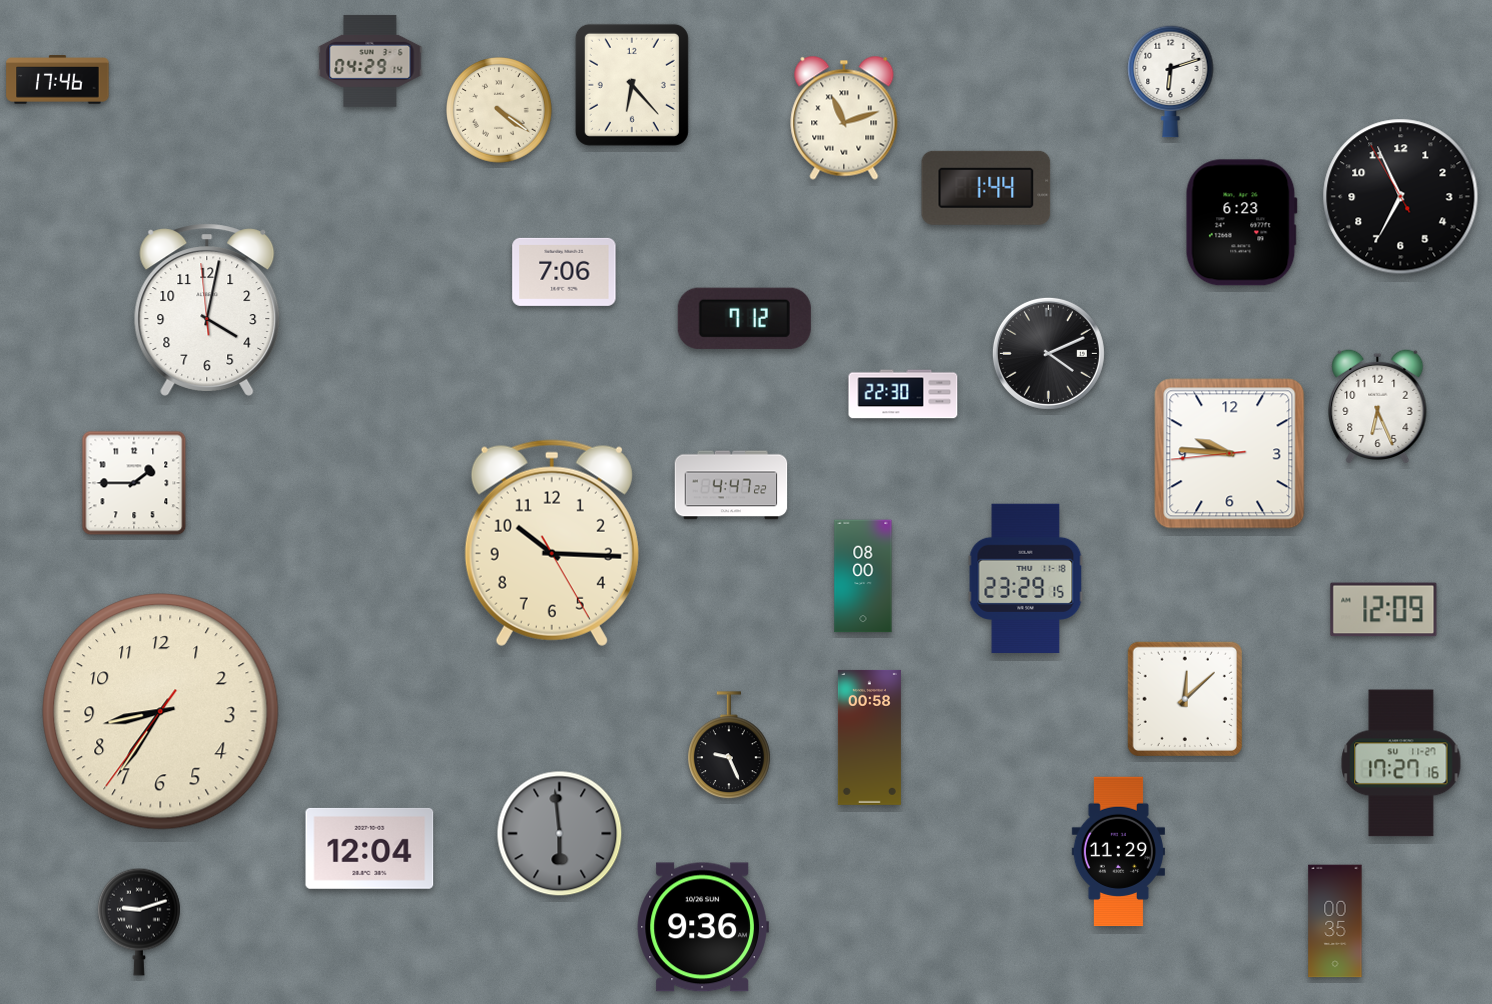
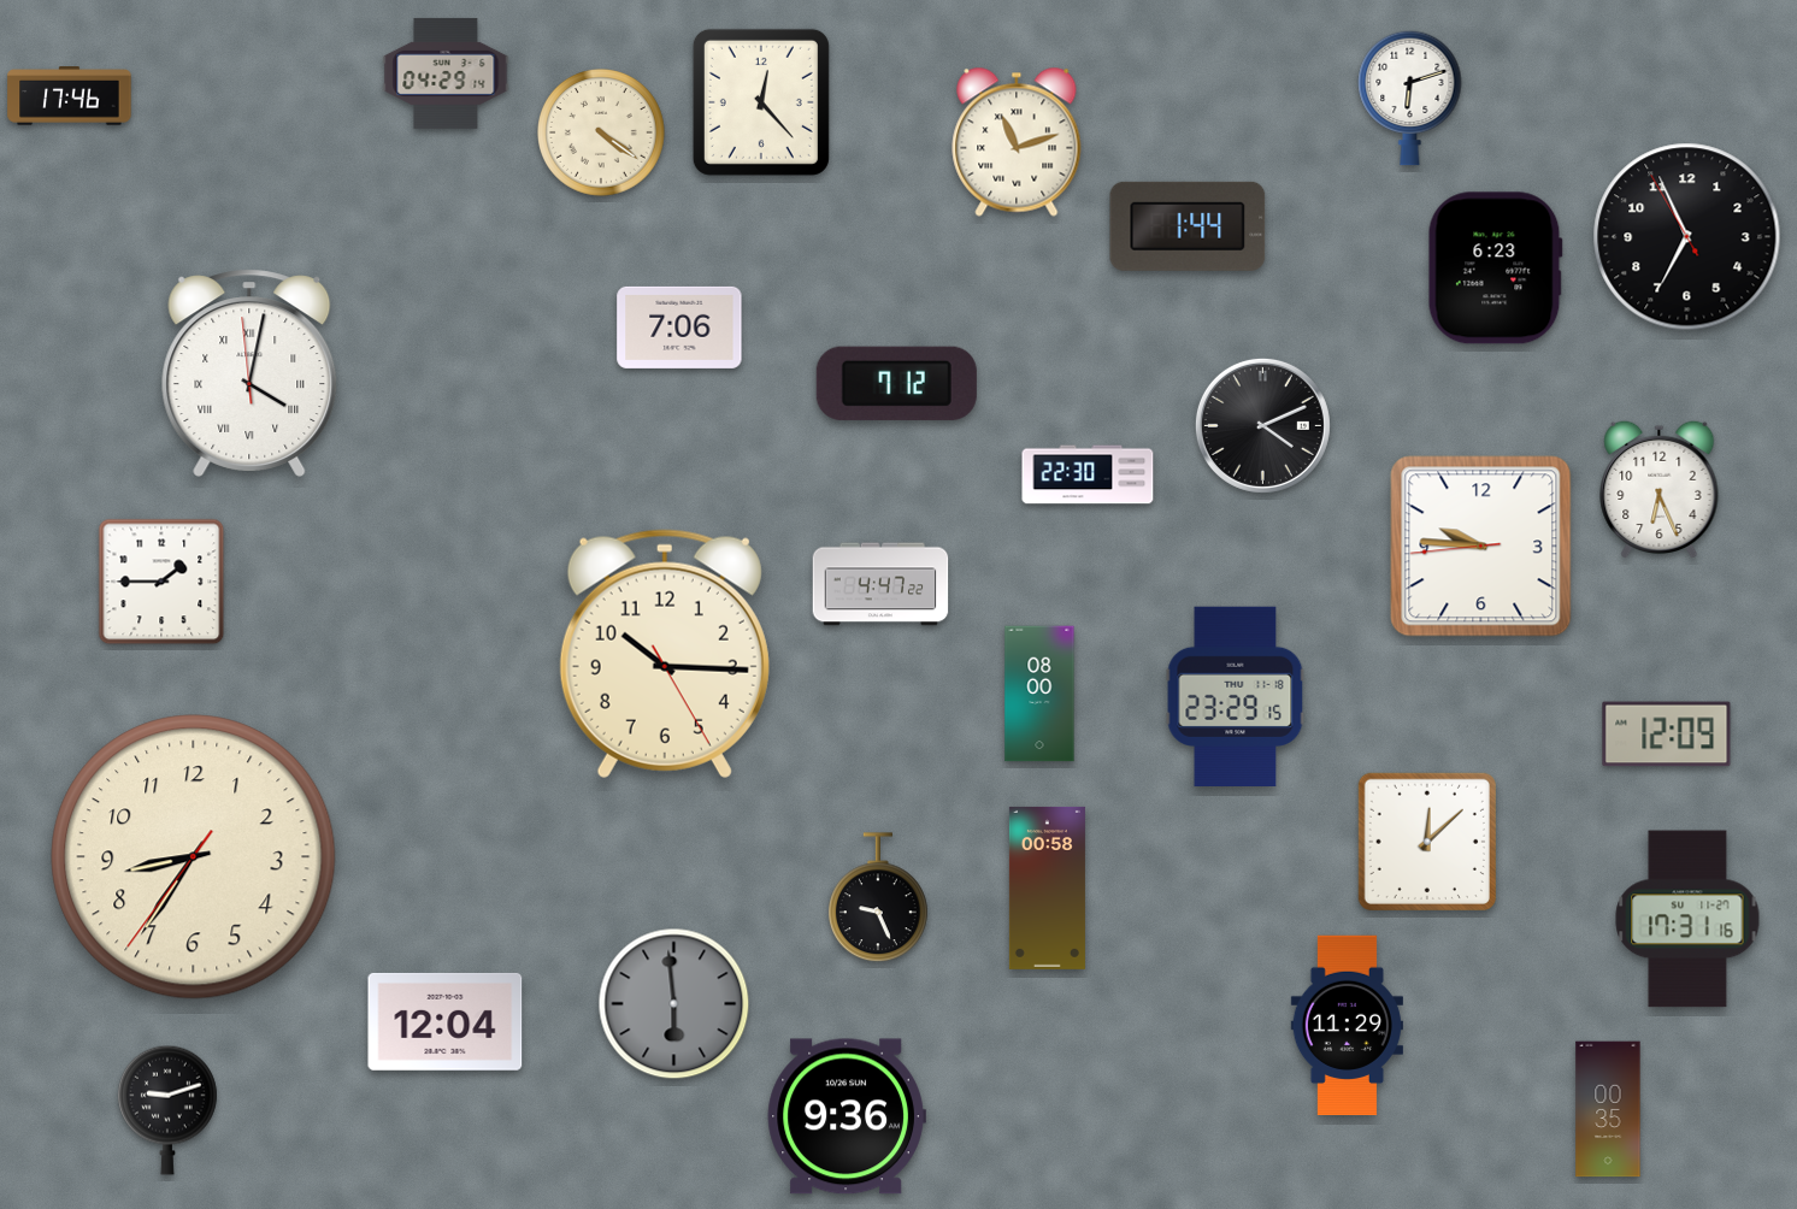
clock at (632, 85): 6:23 -> 12:23
clock at (207, 310) numerals: Arabic -> Roman
clock at (1401, 763): 17:27 -> 17:31
